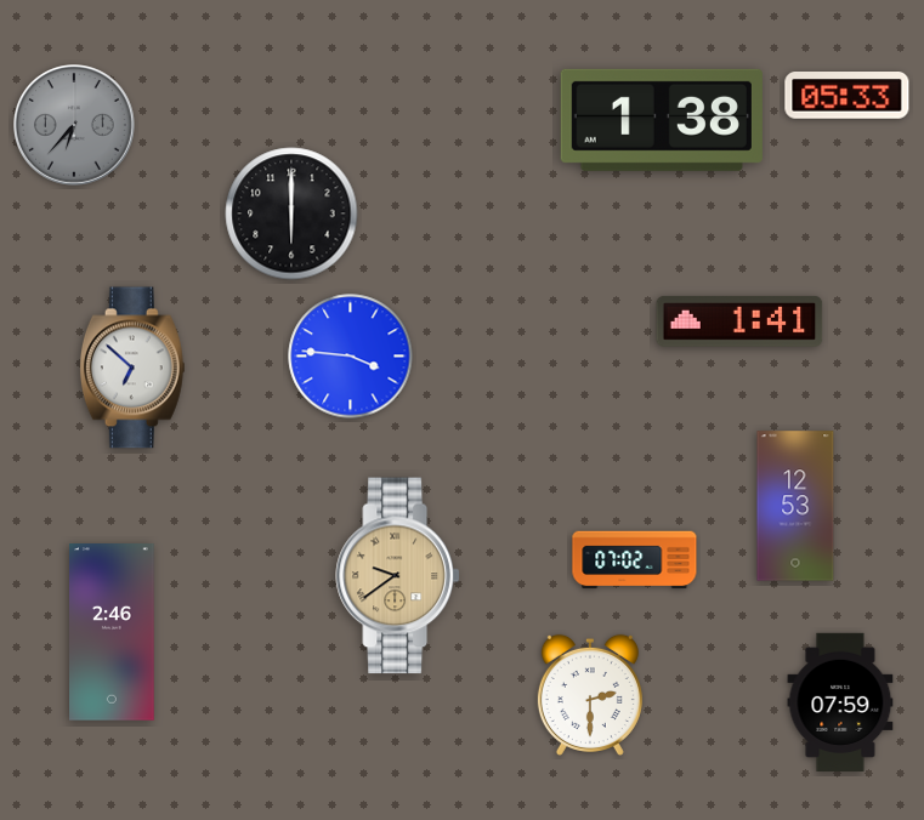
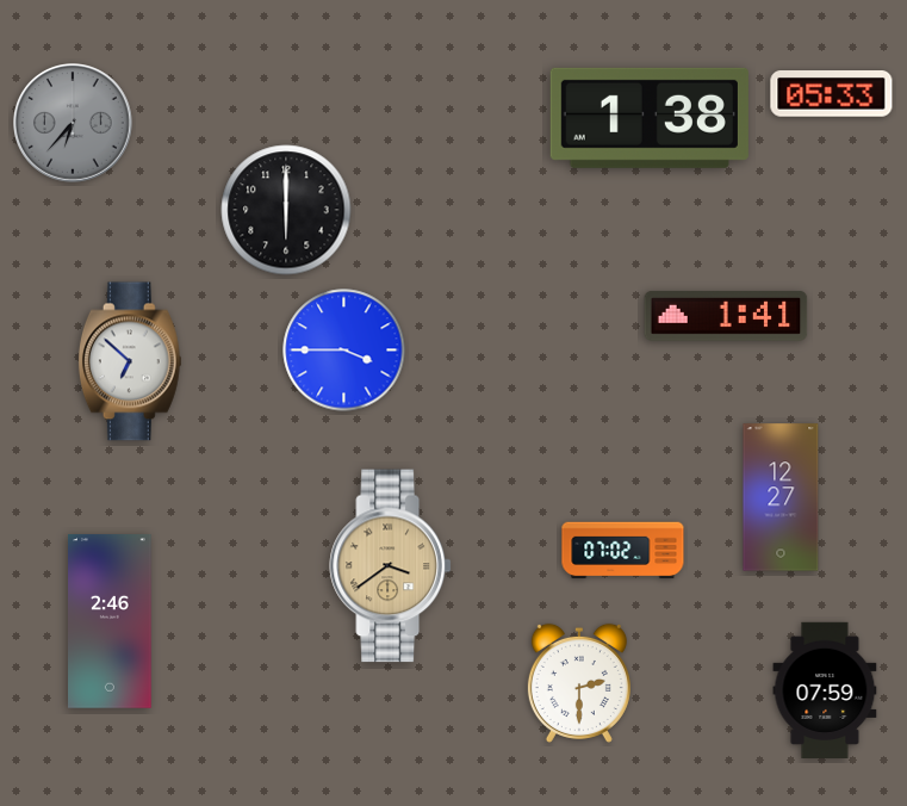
clock at (351, 357): 3:46 -> 3:45
clock at (795, 506): 12:53 -> 12:27
clock at (398, 576): 9:39 -> 3:39
